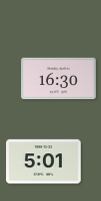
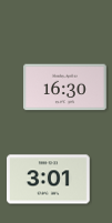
clock at (44, 162): 5:01 -> 3:01
